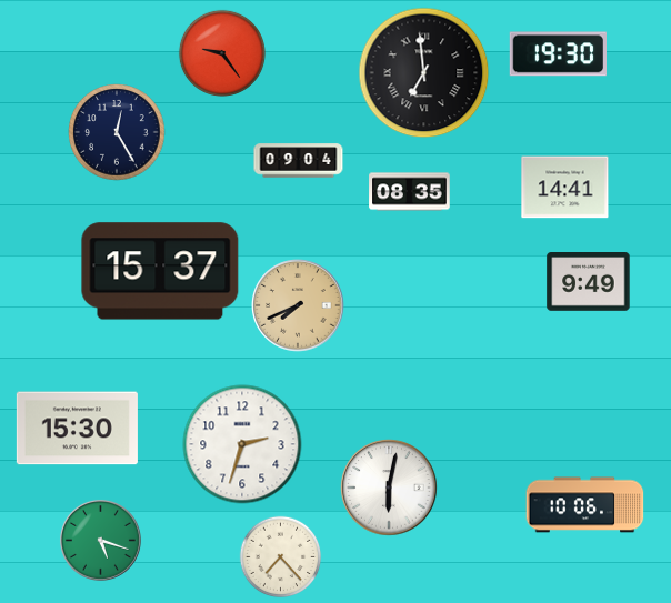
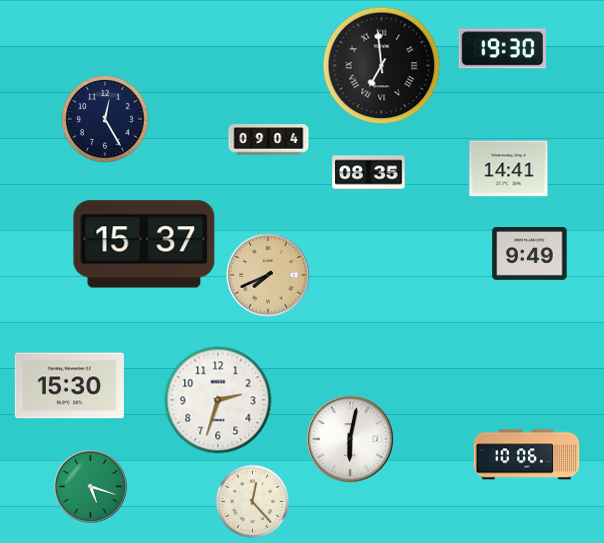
clock at (222, 53): 9:24 -> none
clock at (299, 161) position: (299, 161) -> (269, 140)
clock at (281, 557): 7:23 -> 12:23
